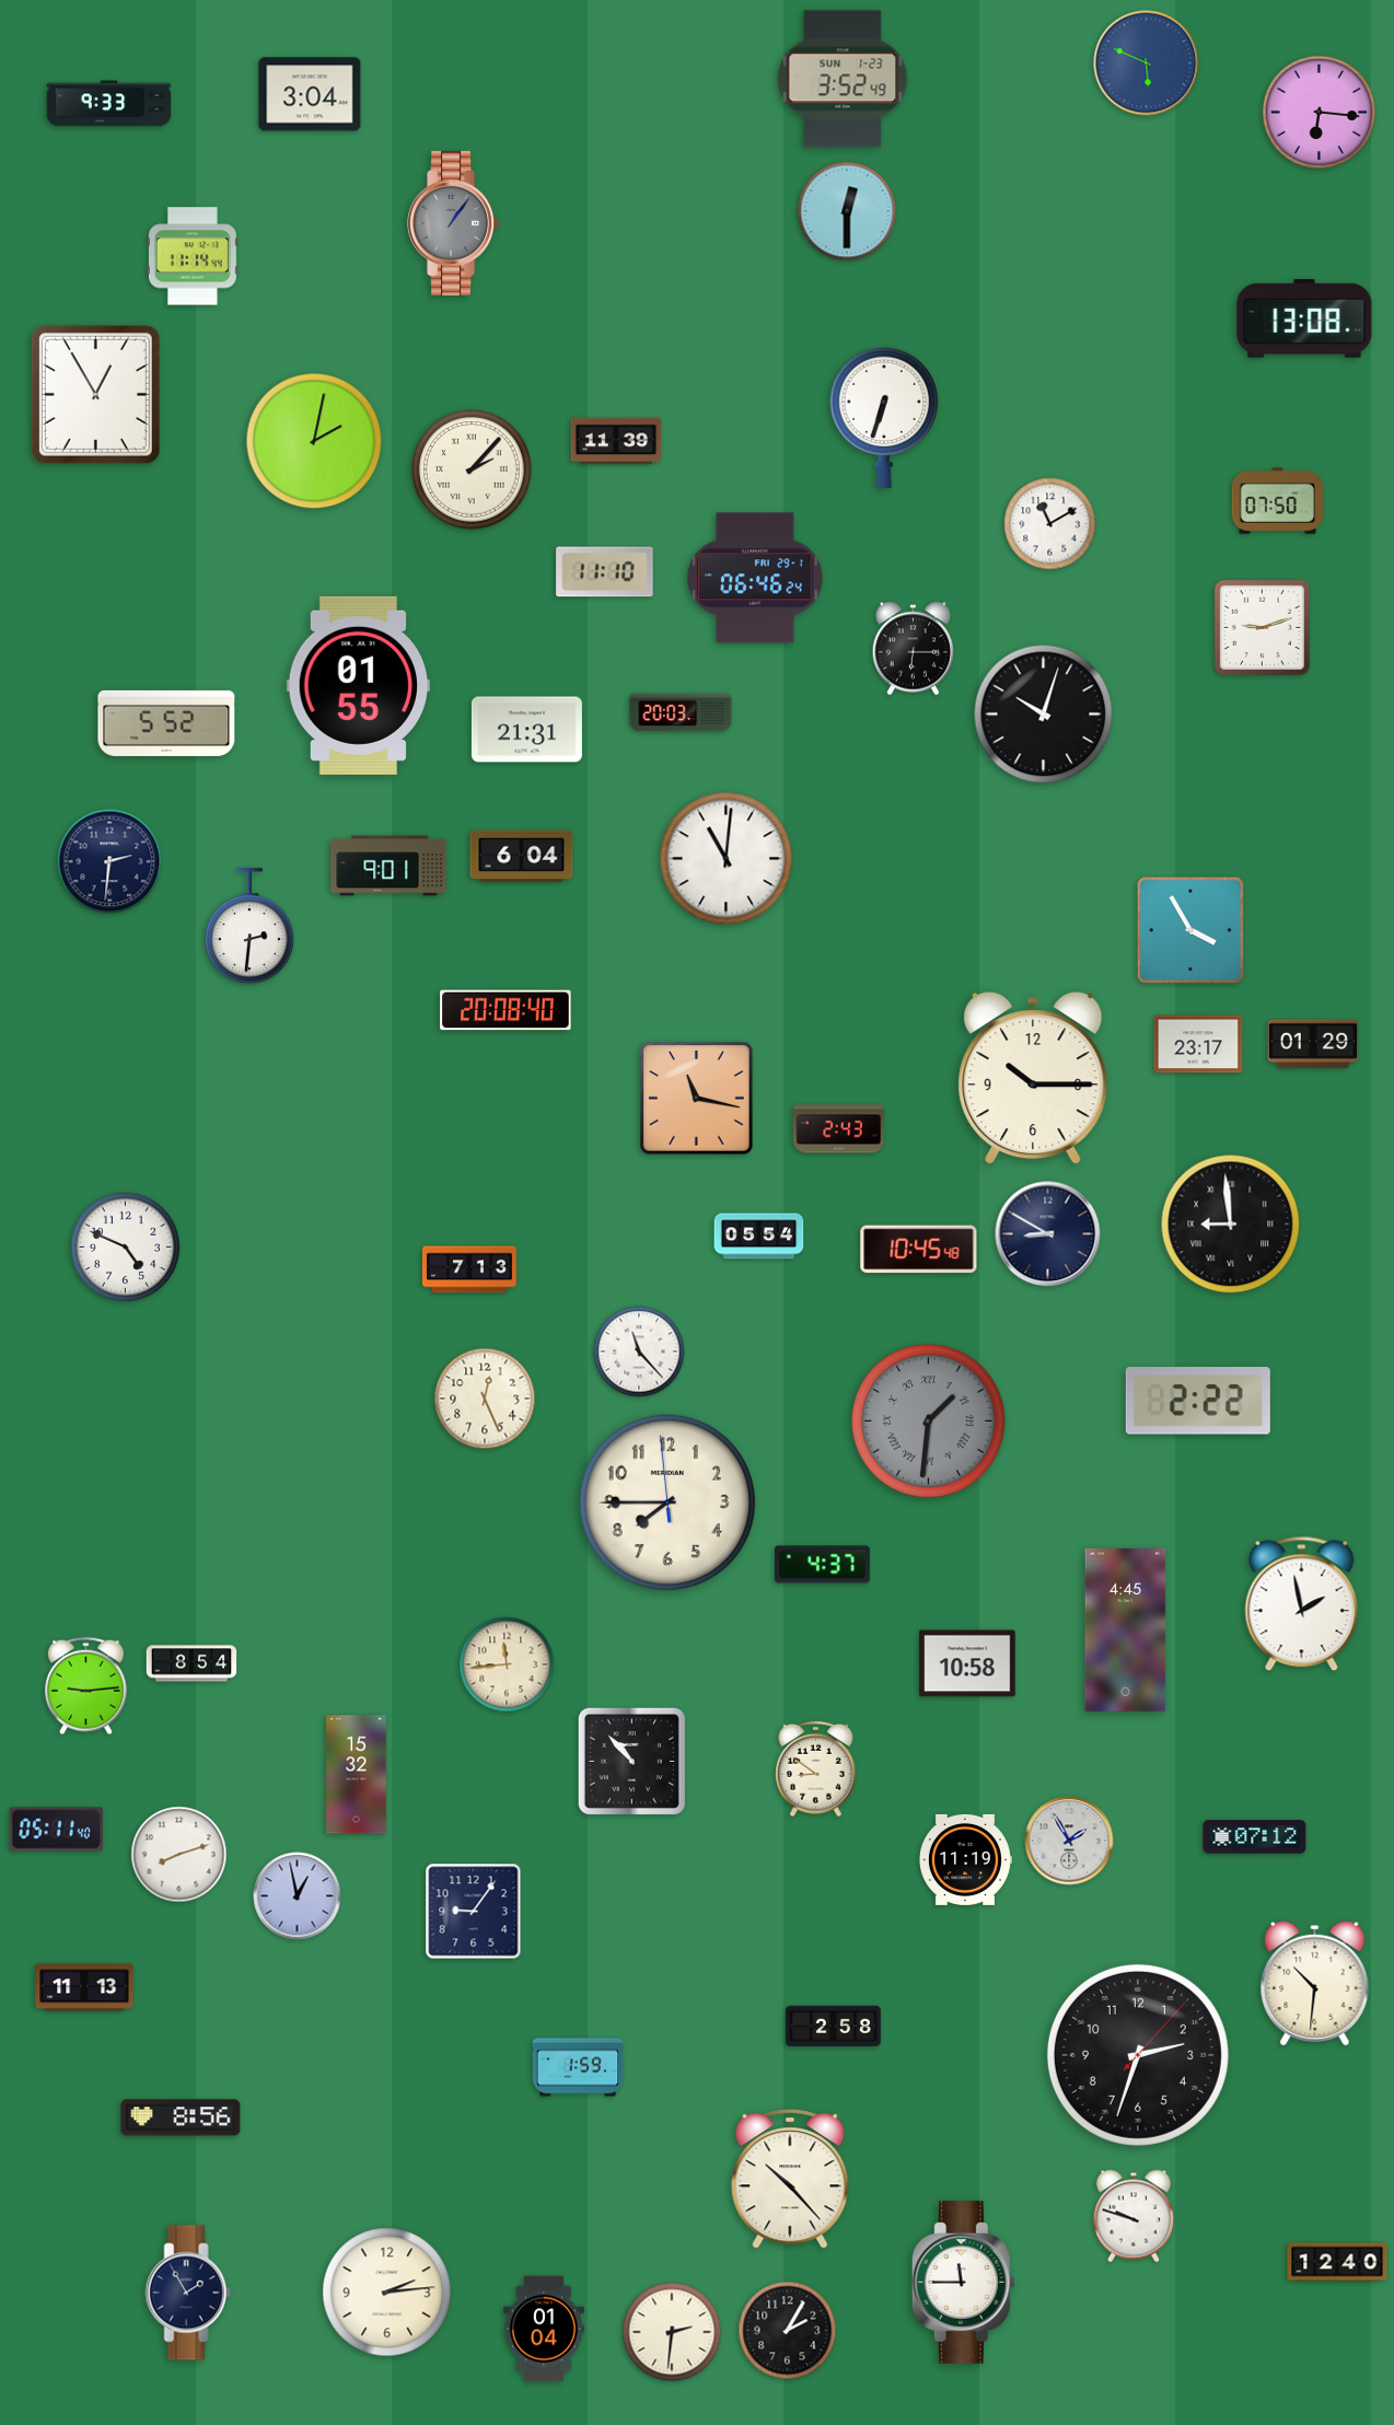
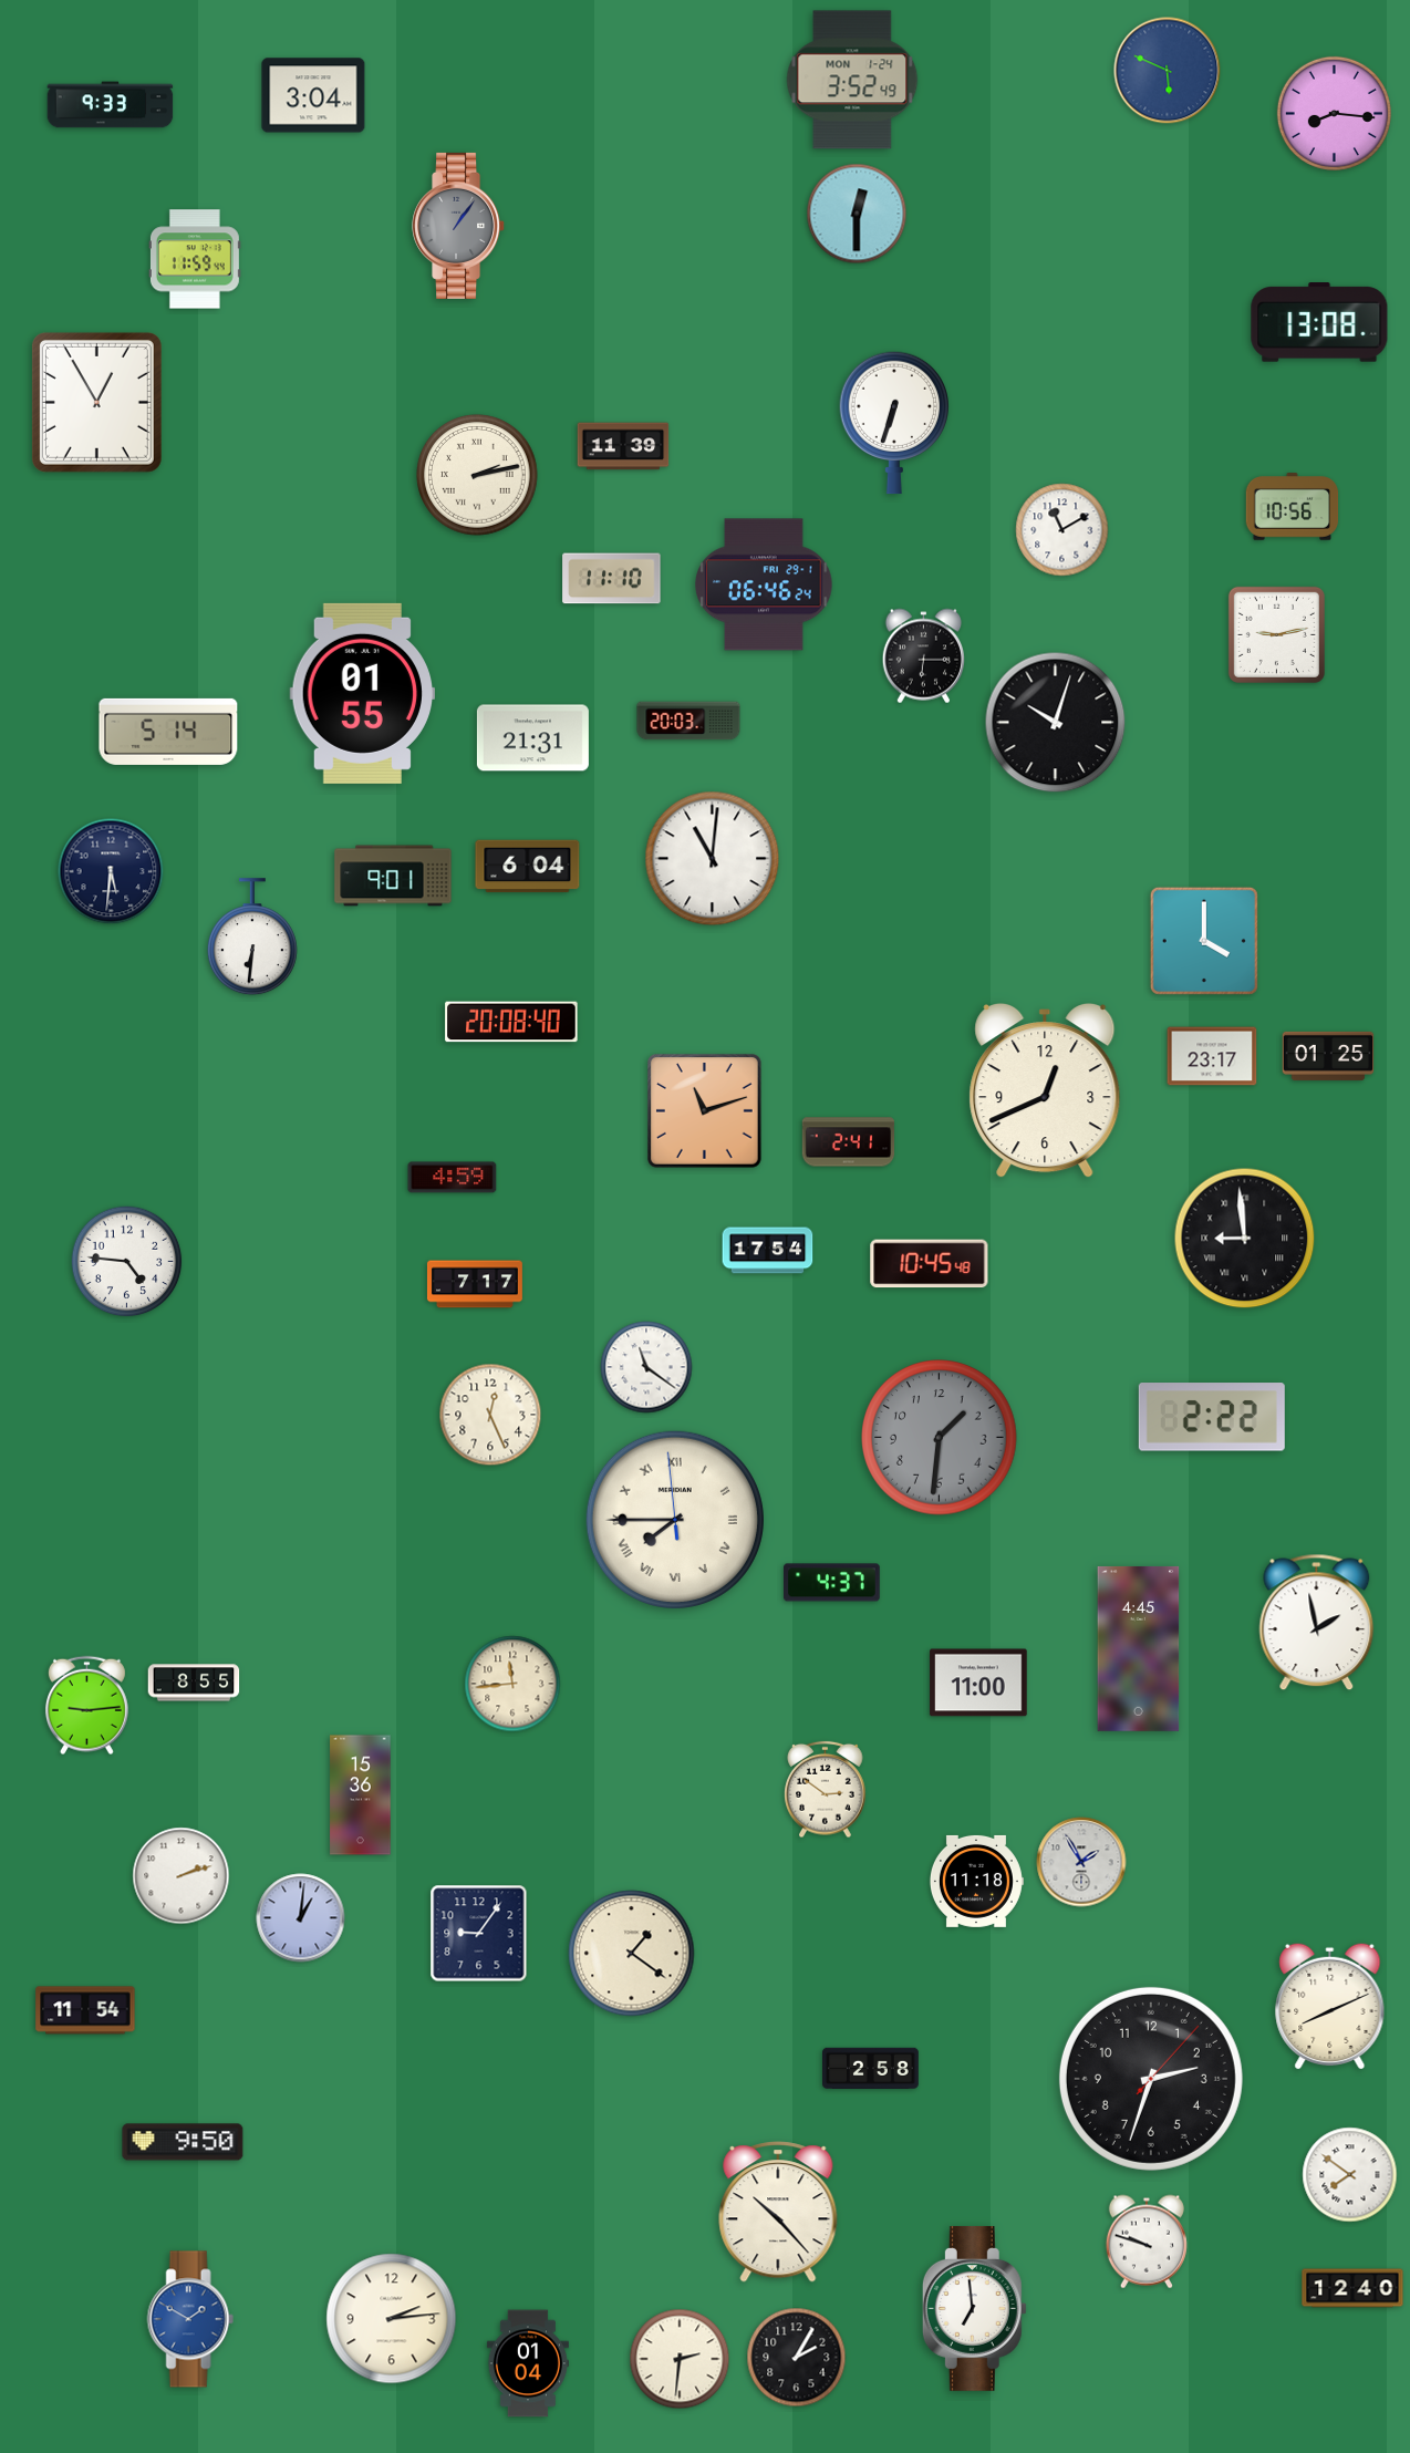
clock at (1147, 63) position: (1147, 63) -> (1168, 71)
clock at (843, 79) date: SUN 1-23 -> MON 1-24
clock at (1319, 112): 6:16 -> 8:16
clock at (193, 256): 11:14 -> 11:59
clock at (95, 394) position: (95, 394) -> (96, 402)
clock at (314, 441): 2:02 -> none
clock at (472, 469): 2:07 -> 2:13
clock at (1278, 501): 07:50 -> 10:56
clock at (1262, 627): 9:12 -> 9:13
clock at (166, 723): 5:52 -> 5:14
clock at (727, 859) position: (727, 859) -> (713, 859)
clock at (109, 861): 2:31 -> 5:31
clock at (249, 927): 2:31 -> 6:31
clock at (1190, 930): 3:55 -> 4:00
clock at (1313, 1044): 01:29 -> 01:25
clock at (1033, 1079): 10:15 -> 12:41
clock at (697, 1099): 11:17 -> 11:12
clock at (839, 1129): 2:43 -> 2:41
clock at (453, 1178): none -> 4:59
clock at (1048, 1234): 8:50 -> none
clock at (759, 1237): 05:54 -> 17:54
clock at (126, 1248): 4:49 -> 4:46
clock at (469, 1269): 7:13 -> 7:17
clock at (639, 1351): 11:23 -> 11:21
clock at (929, 1422) numerals: Roman -> Arabic
clock at (667, 1502) numerals: Arabic -> Roman
clock at (191, 1663): 8:54 -> 8:55
clock at (967, 1663): 10:58 -> 11:00
clock at (631, 1761): 10:53 -> none
clock at (816, 1770): 8:51 -> 2:51
clock at (357, 1775): 15:32 -> 15:36
clock at (56, 1830): 05:11 -> none
clock at (1255, 1837): 07:12 -> none
clock at (179, 1855): 8:12 -> 2:12
clock at (965, 1859): 11:19 -> 11:18
clock at (298, 1896): 12:58 -> 1:01
clock at (632, 1954): none -> 1:21
clock at (1315, 1983): 10:31 -> 8:11
clock at (84, 1987): 11:13 -> 11:54
clock at (834, 2026) position: (834, 2026) -> (871, 2068)
clock at (578, 2067): 1:59 -> none
clock at (181, 2117): 8:56 -> 9:50
clock at (1350, 2175): none -> 7:51
clock at (790, 2179) position: (790, 2179) -> (778, 2212)
clock at (963, 2282): 11:45 -> 6:59
clock at (188, 2293): 1:55 -> 1:50
clock at (188, 2293) dial: navy -> blue
clock at (544, 2329) position: (544, 2329) -> (528, 2363)
